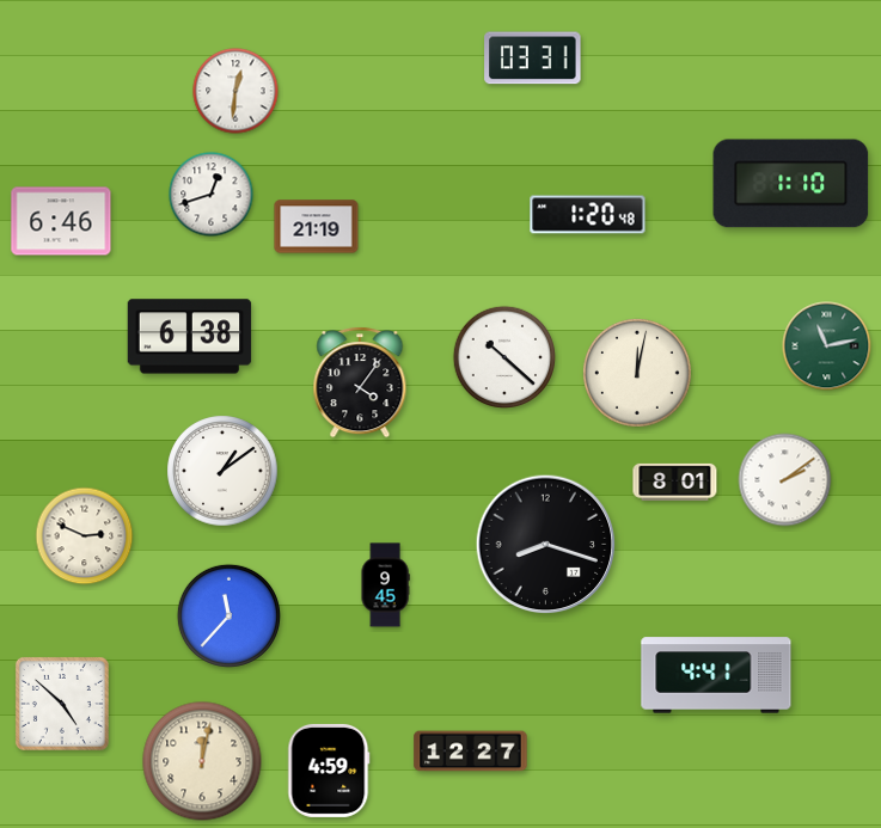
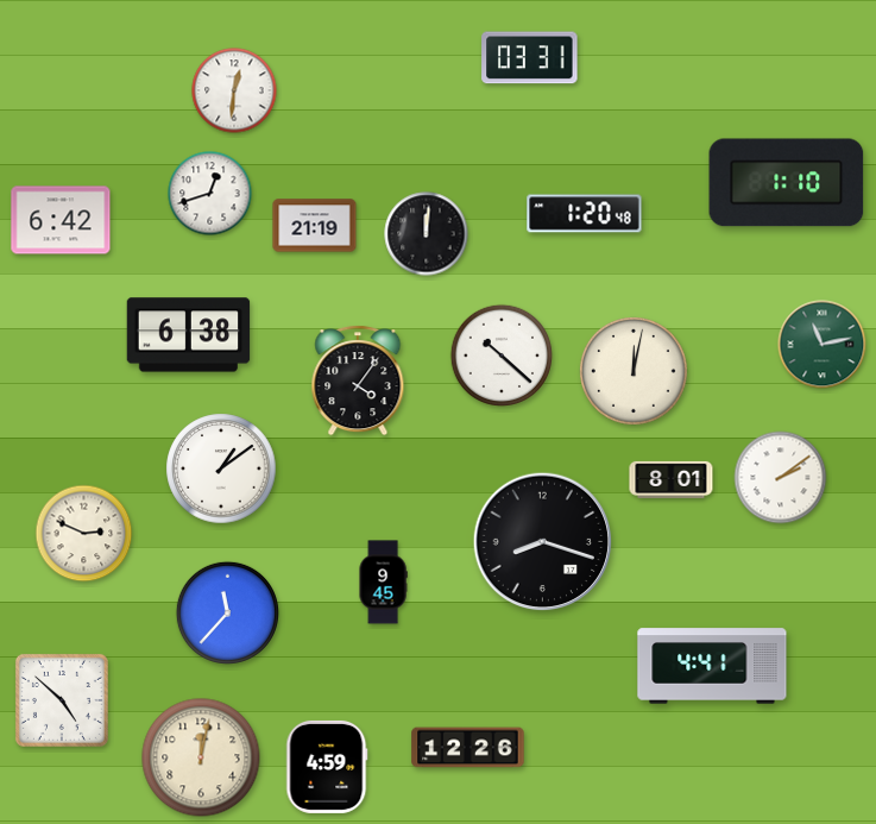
clock at (61, 221): 6:46 -> 6:42
clock at (427, 234): none -> 12:01
clock at (716, 675) position: (716, 675) -> (712, 666)
clock at (471, 752): 12:27 -> 12:26
